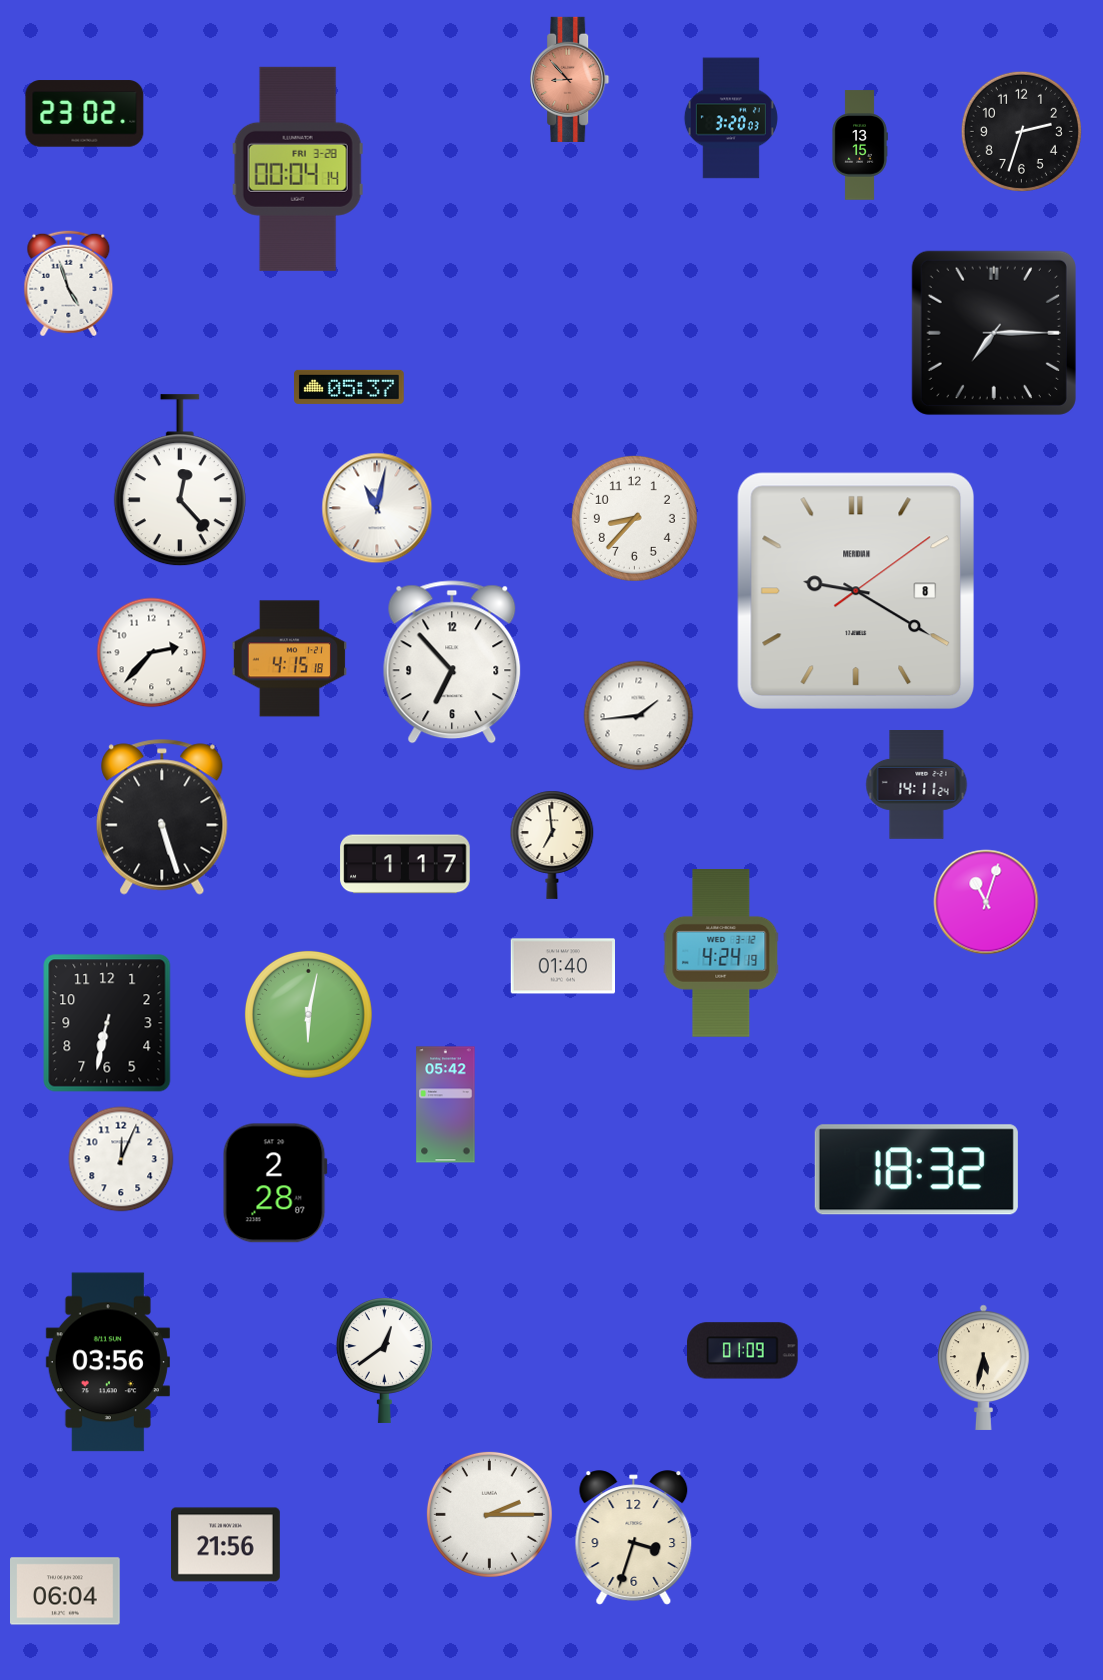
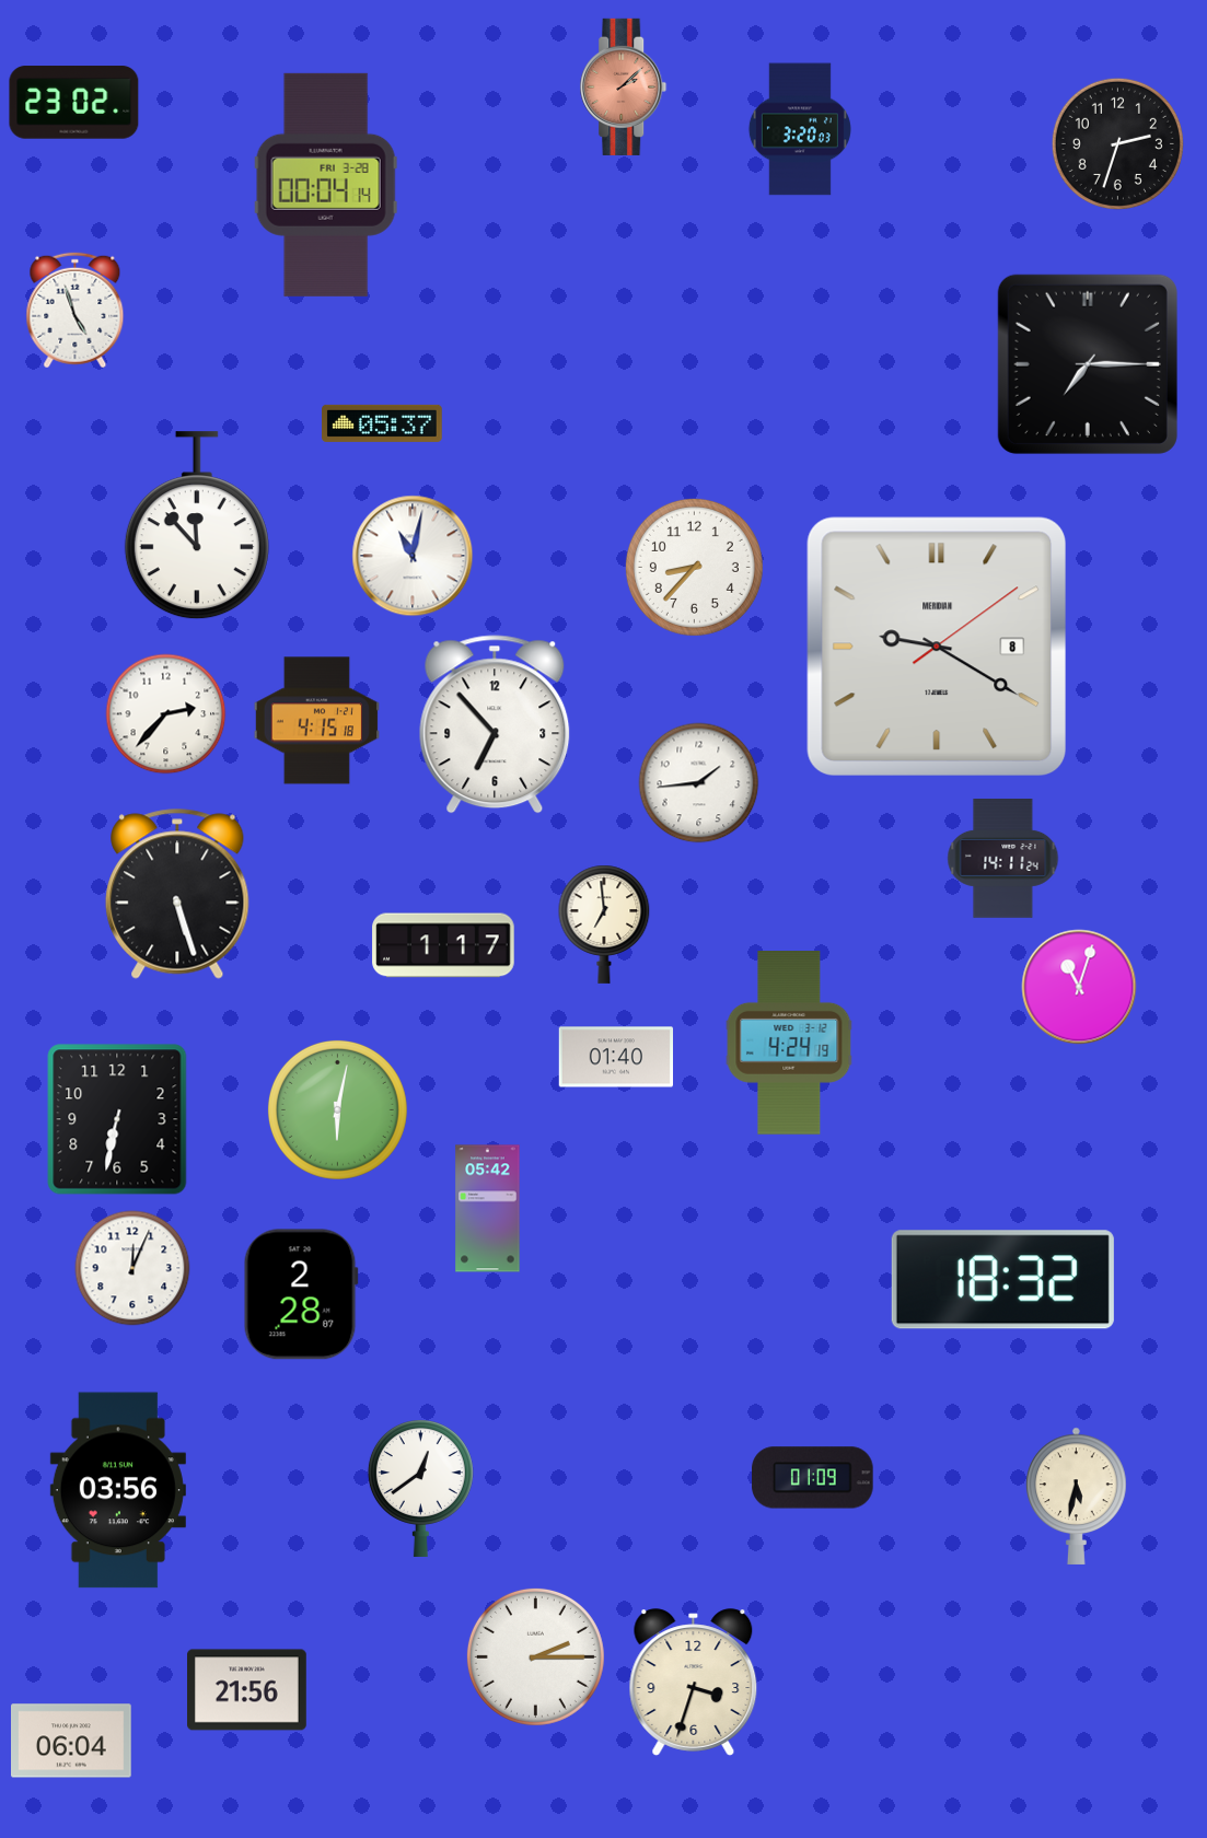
clock at (570, 79): 8:53 -> 2:08
clock at (85, 114) position: (85, 114) -> (74, 103)
clock at (860, 145): 13:15 -> none
clock at (180, 481): 12:23 -> 11:53
